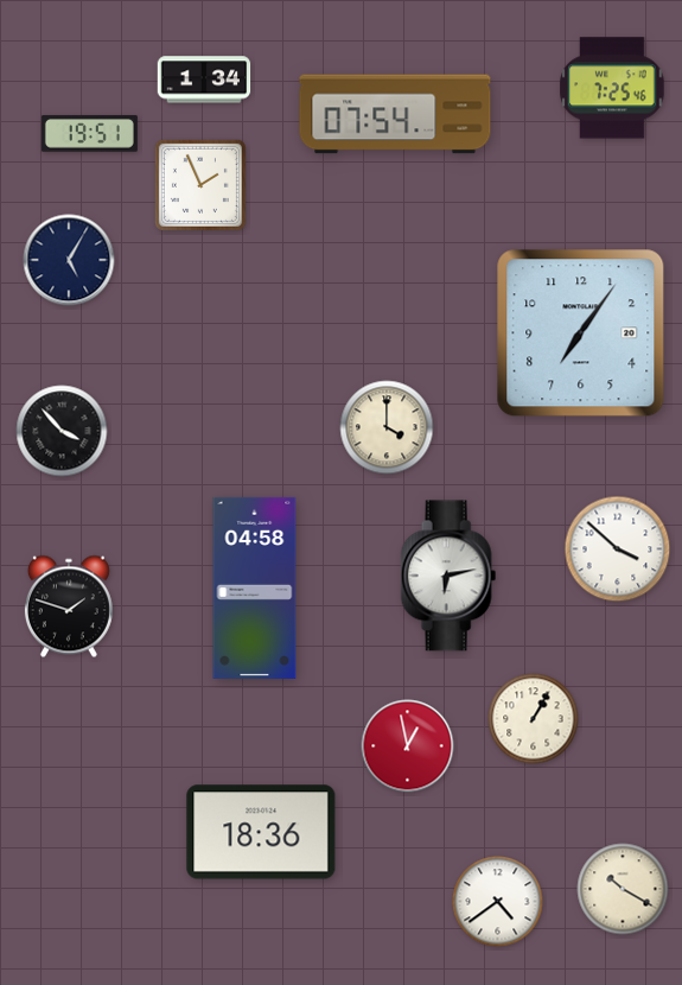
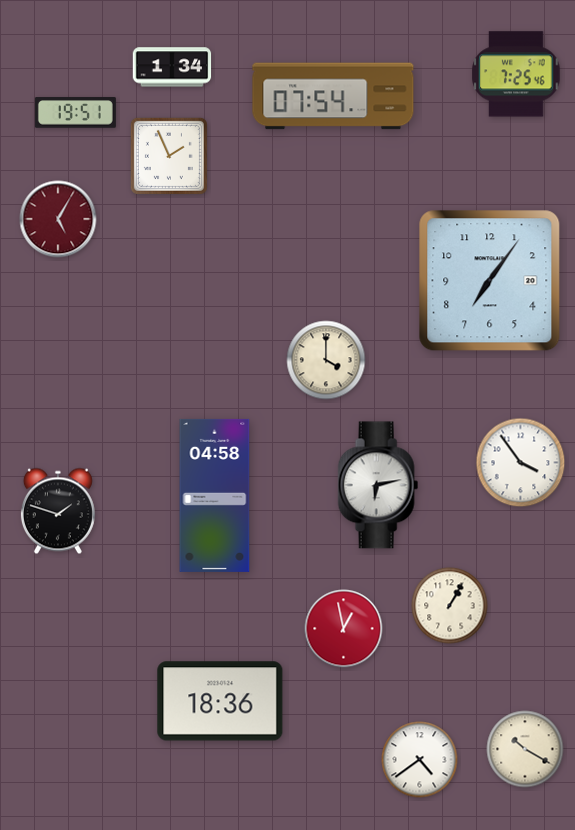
clock at (69, 260) dial: navy -> burgundy
clock at (62, 431): 3:53 -> none
clock at (618, 549): 3:52 -> 3:54
